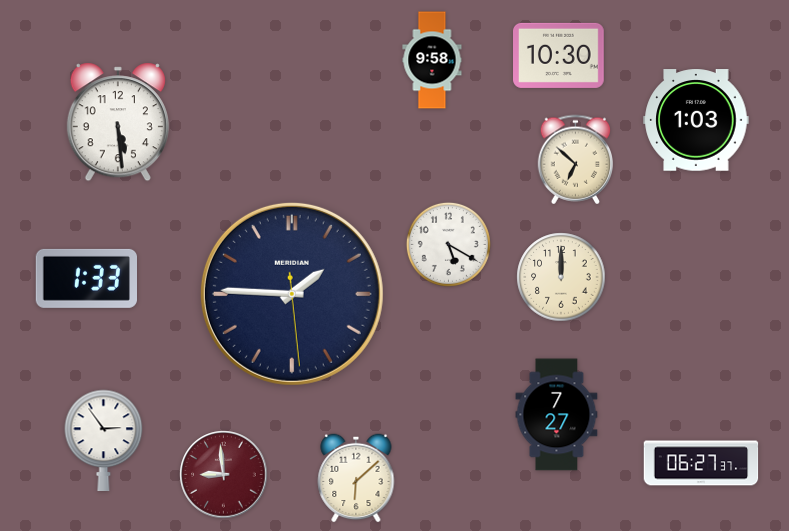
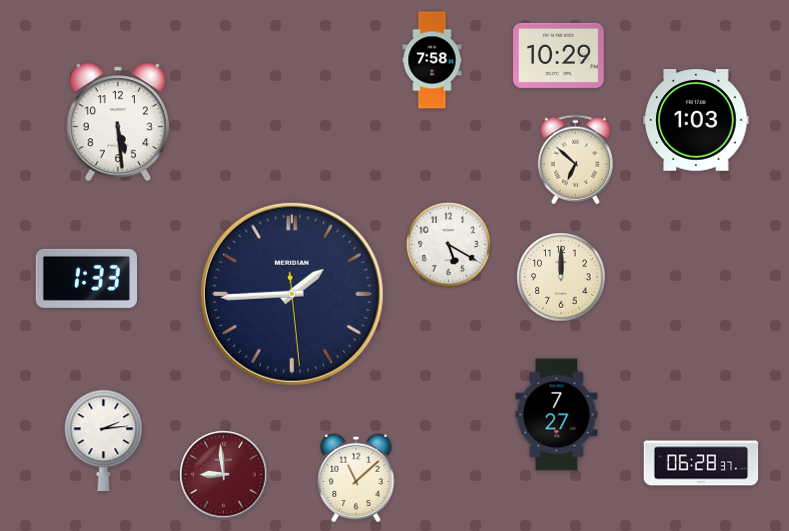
clock at (559, 55): 10:30 -> 10:29
clock at (432, 60): 9:58 -> 7:58
clock at (292, 294): 1:45 -> 1:44
clock at (104, 440): 2:54 -> 2:14
clock at (701, 463): 06:27 -> 06:28
clock at (356, 478): 6:08 -> 11:08
